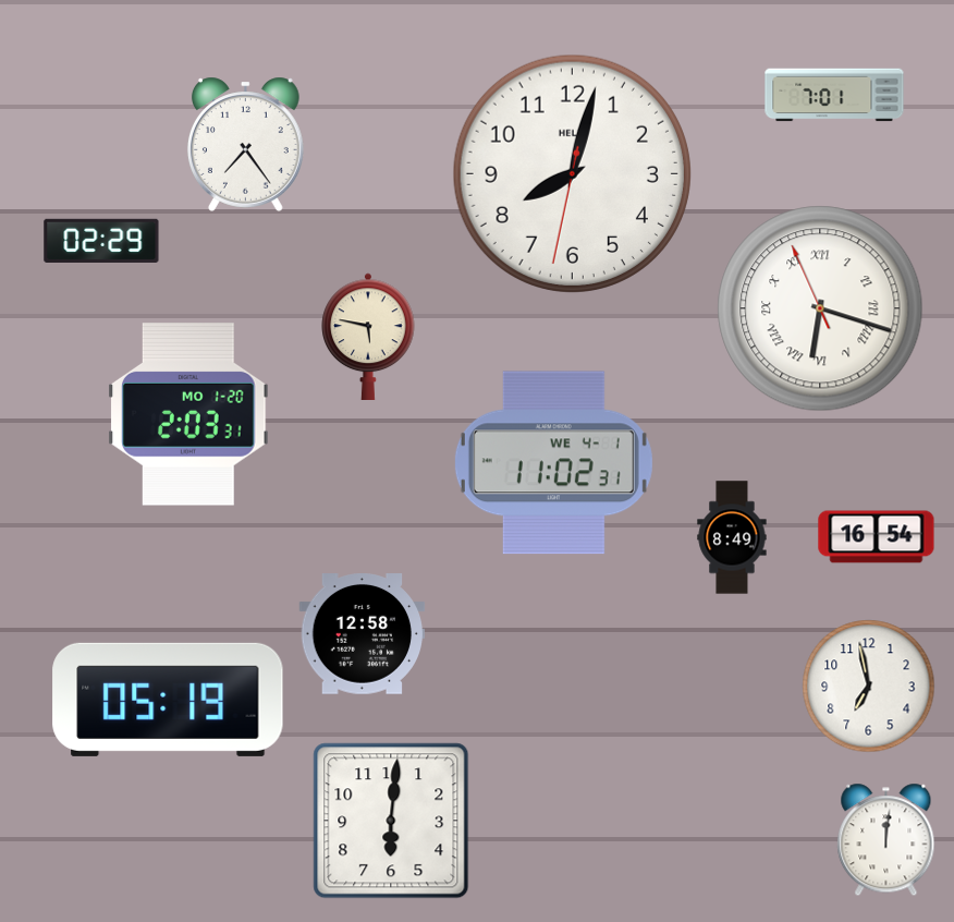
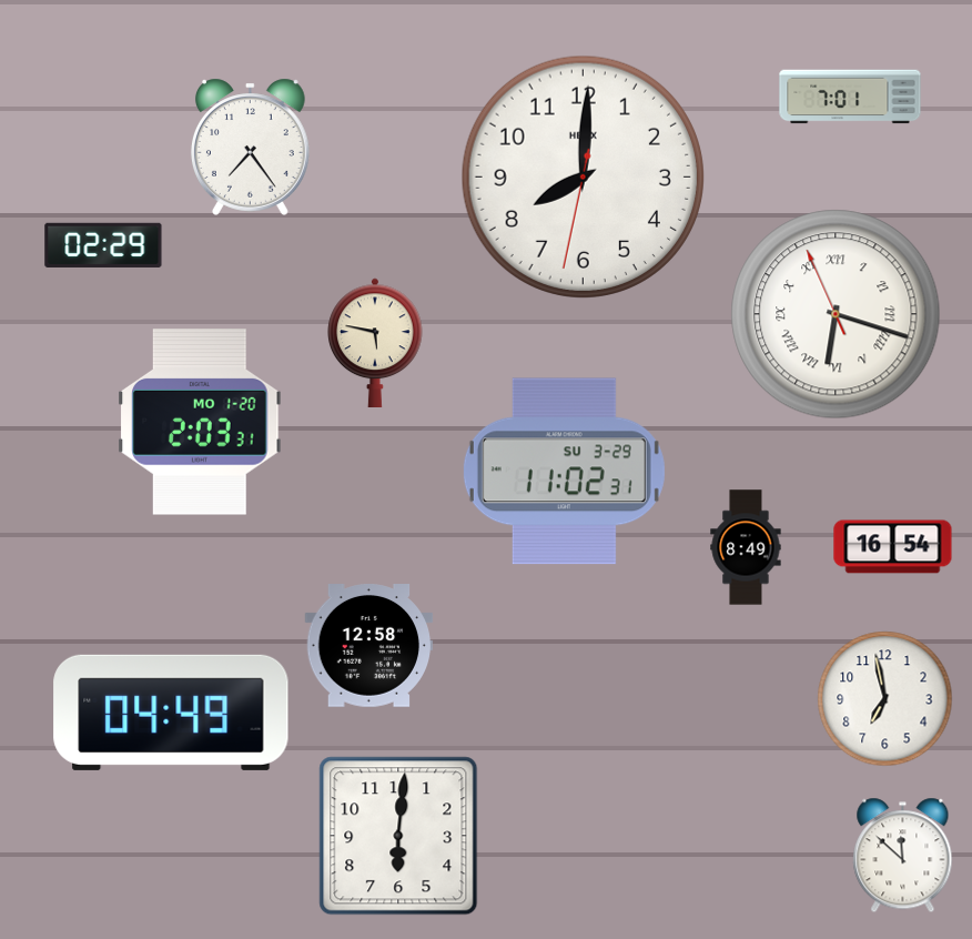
clock at (572, 173): 8:02 -> 8:00
clock at (188, 414) position: (188, 414) -> (200, 422)
clock at (553, 463) date: WE 4-1 -> SU 3-29
clock at (168, 700): 05:19 -> 04:49
clock at (886, 840): 12:01 -> 11:52
